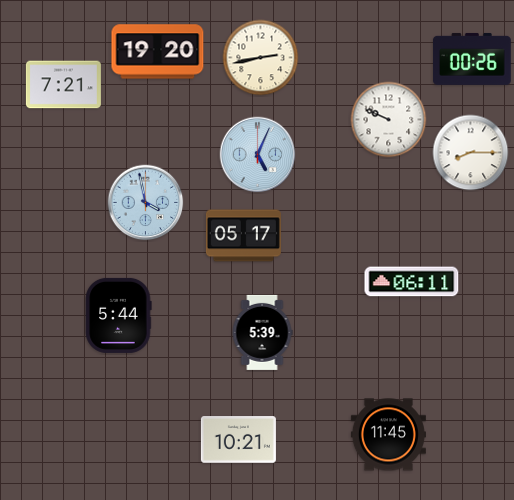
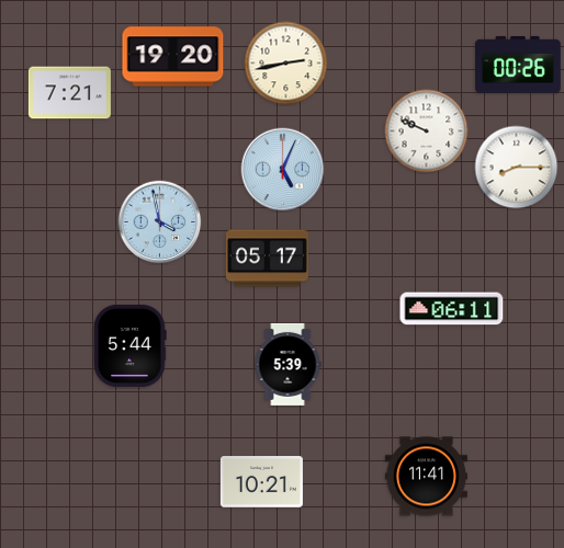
clock at (388, 435): 11:45 -> 11:41
